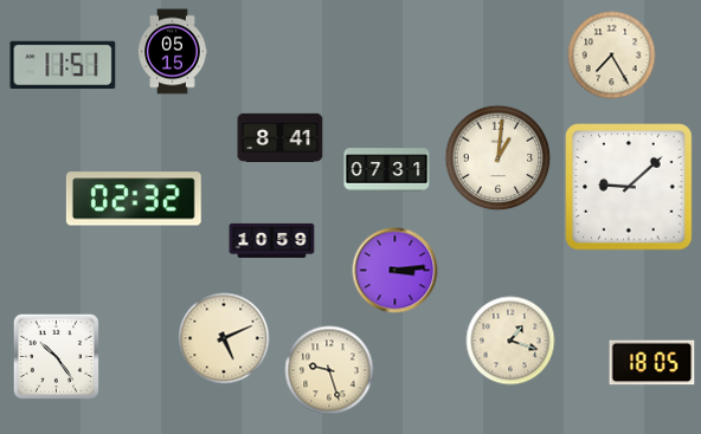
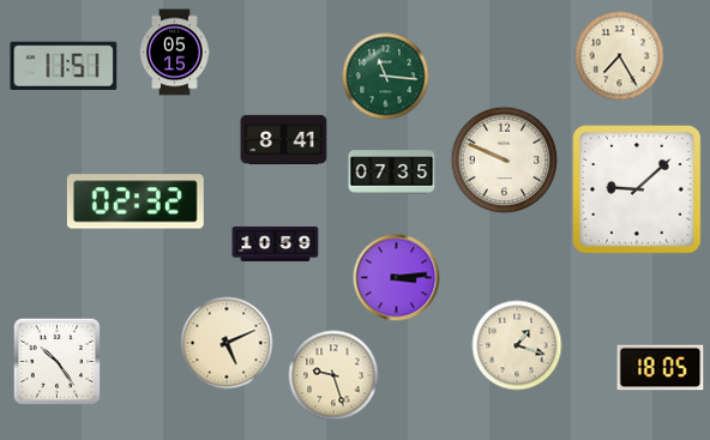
clock at (386, 77): none -> 11:16
clock at (499, 158): 1:01 -> 9:49
clock at (387, 170): 07:31 -> 07:35
clock at (395, 271) position: (395, 271) -> (397, 278)
